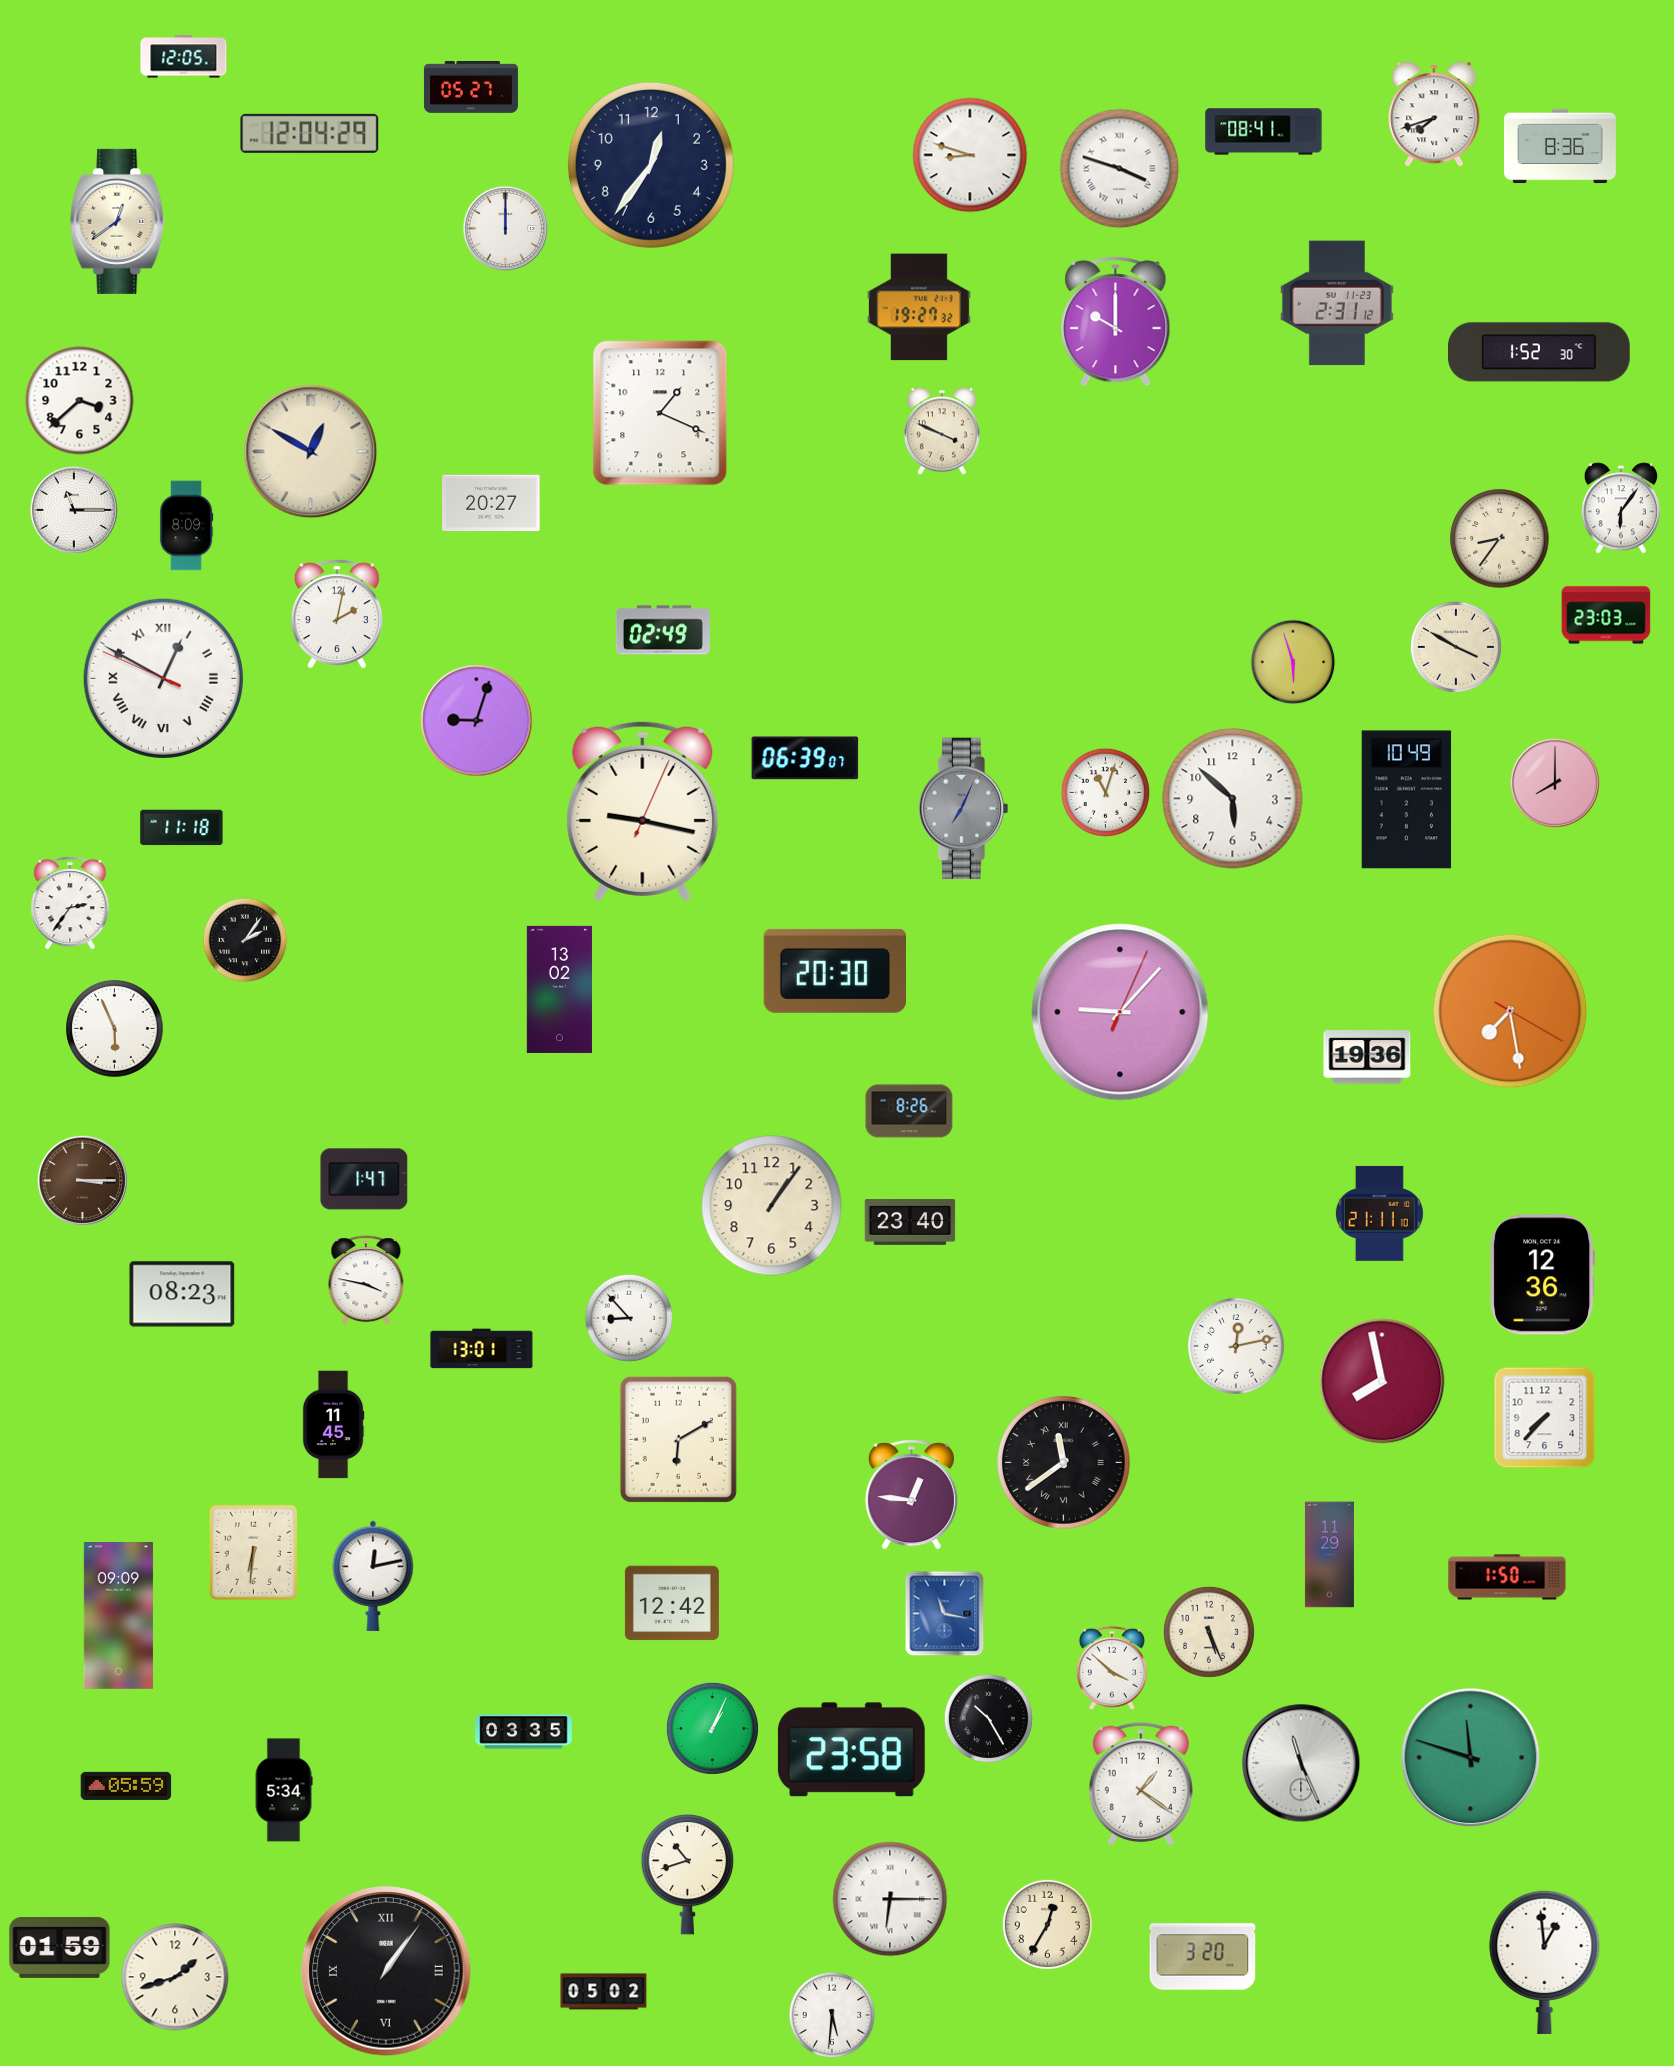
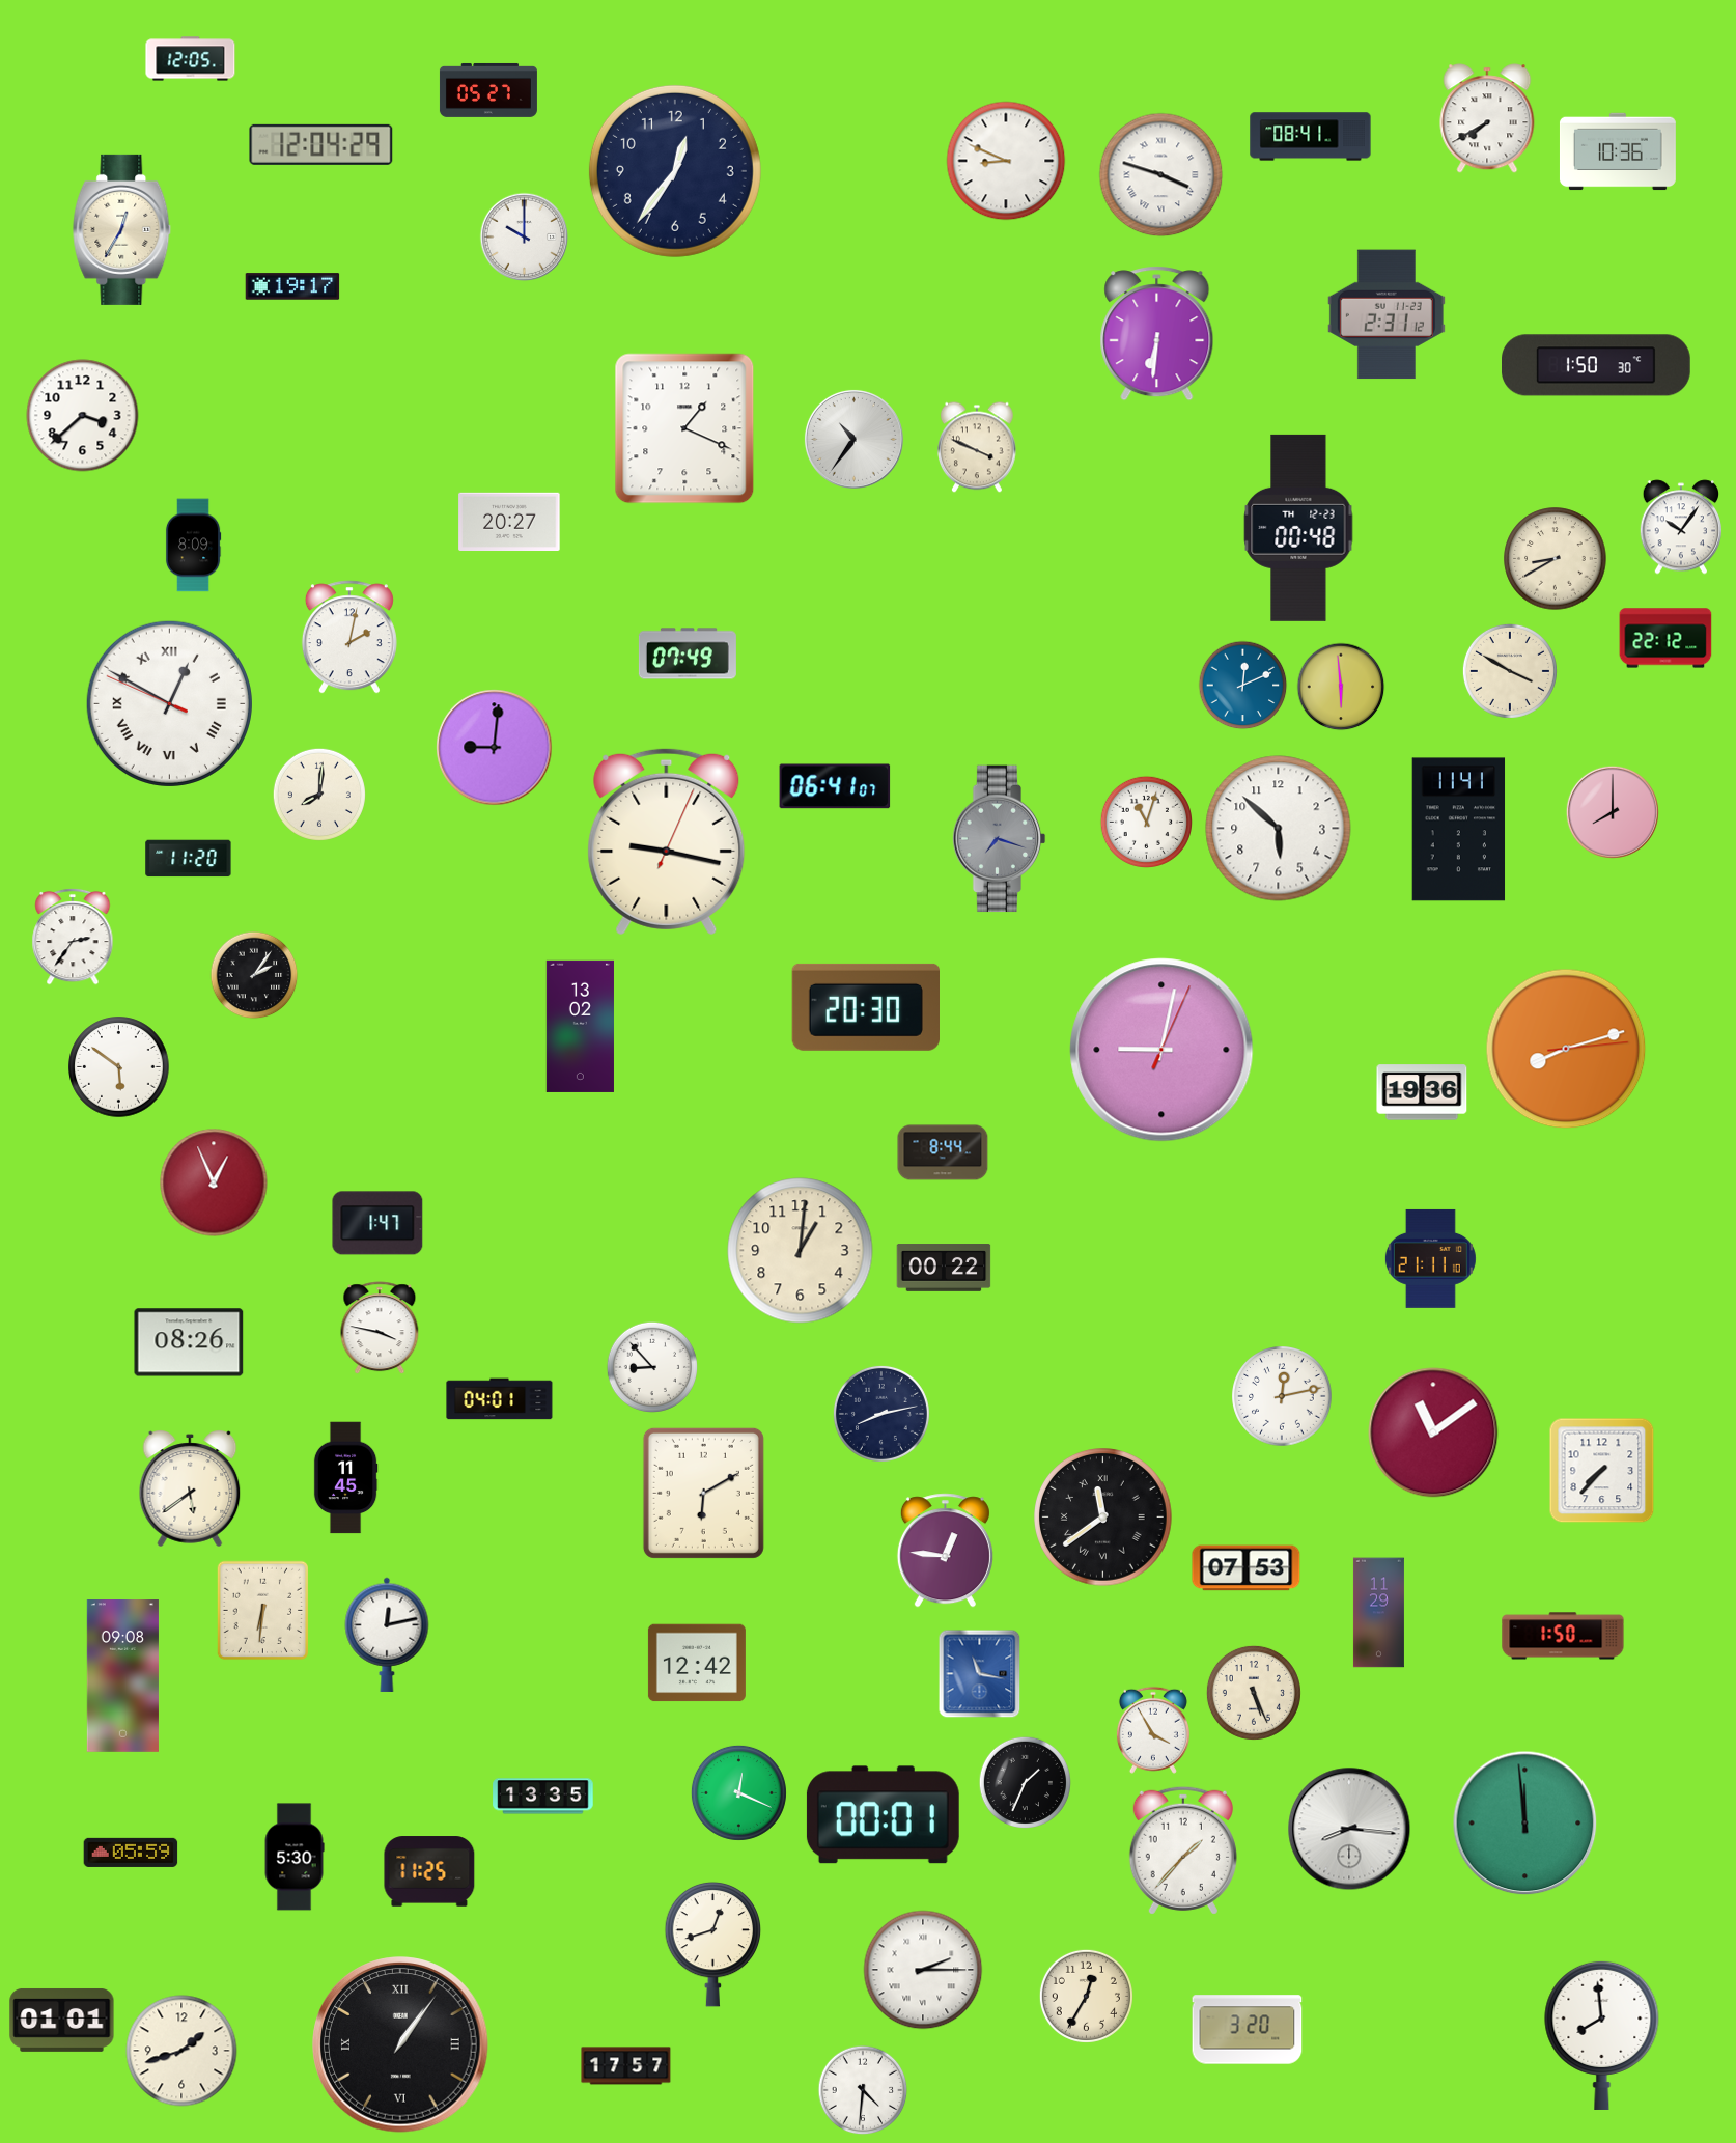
clock at (1434, 114): 7:42 -> 7:40
clock at (310, 133) position: (310, 133) -> (321, 144)
clock at (1560, 146): 8:36 -> 10:36
clock at (970, 155): 8:48 -> 8:49
clock at (118, 221): 12:39 -> 12:35
clock at (506, 229): 12:00 -> 10:00
clock at (292, 286): none -> 19:17
clock at (919, 307): 19:27 -> none
clock at (1116, 322): 10:00 -> 6:31
clock at (1540, 352): 1:52 -> 1:50
clock at (853, 439): none -> 10:36
clock at (311, 452): 12:50 -> none
clock at (1620, 508): 6:06 -> 10:06
clock at (73, 509): 11:15 -> none
clock at (1298, 528): none -> 00:48
clock at (1500, 539): 8:36 -> 8:40
clock at (1606, 615): 23:03 -> 22:12
clock at (663, 630): 02:49 -> 07:49
clock at (1243, 686): none -> 12:11
clock at (1293, 662): 5:57 -> 5:59
clock at (477, 721): 9:03 -> 9:01
clock at (805, 758): 06:39 -> 06:41
clock at (319, 795): none -> 8:01
clock at (1407, 800): 10:49 -> 11:41
clock at (964, 809): 7:04 -> 7:18
clock at (182, 828): 11:18 -> 11:20
clock at (1510, 1011): 7:28 -> 8:12
clock at (1120, 1012): 9:07 -> 9:02
clock at (115, 1029): 5:56 -> 5:51
clock at (1367, 1057) position: (1367, 1057) -> (1422, 1092)
clock at (909, 1111): 8:26 -> 8:44
clock at (214, 1182): none -> 12:56
clock at (82, 1180): 3:15 -> none
clock at (772, 1206): 1:06 -> 1:01
clock at (910, 1223): 23:40 -> 00:22
clock at (1543, 1275): 12:36 -> none
clock at (182, 1294): 08:23 -> 08:26
clock at (482, 1349): 13:01 -> 04:01
clock at (881, 1414): none -> 8:13
clock at (1382, 1381): 7:58 -> 11:09
clock at (190, 1488): none -> 5:39
clock at (1247, 1568): none -> 07:53
clock at (118, 1616): 09:09 -> 09:08
clock at (1112, 1668): 3:52 -> 3:55
clock at (988, 1718): 10:25 -> 1:34
clock at (712, 1728): 1:04 -> 12:19
clock at (524, 1732): 03:35 -> 13:35
clock at (851, 1750): 23:58 -> 00:01
clock at (1471, 1758): 11:48 -> 11:59
clock at (1301, 1763): 11:26 -> 8:16
clock at (1141, 1784): 1:21 -> 1:37
clock at (284, 1790): 5:34 -> 5:30
clock at (429, 1871): none -> 11:25
clock at (688, 1874): 10:42 -> 12:42
clock at (890, 1899): 6:15 -> 2:15
clock at (60, 1947): 01:59 -> 01:01
clock at (1545, 1962): 12:59 -> 7:59
clock at (604, 1992): 05:02 -> 17:57
clock at (832, 2015): 5:31 -> 4:31
